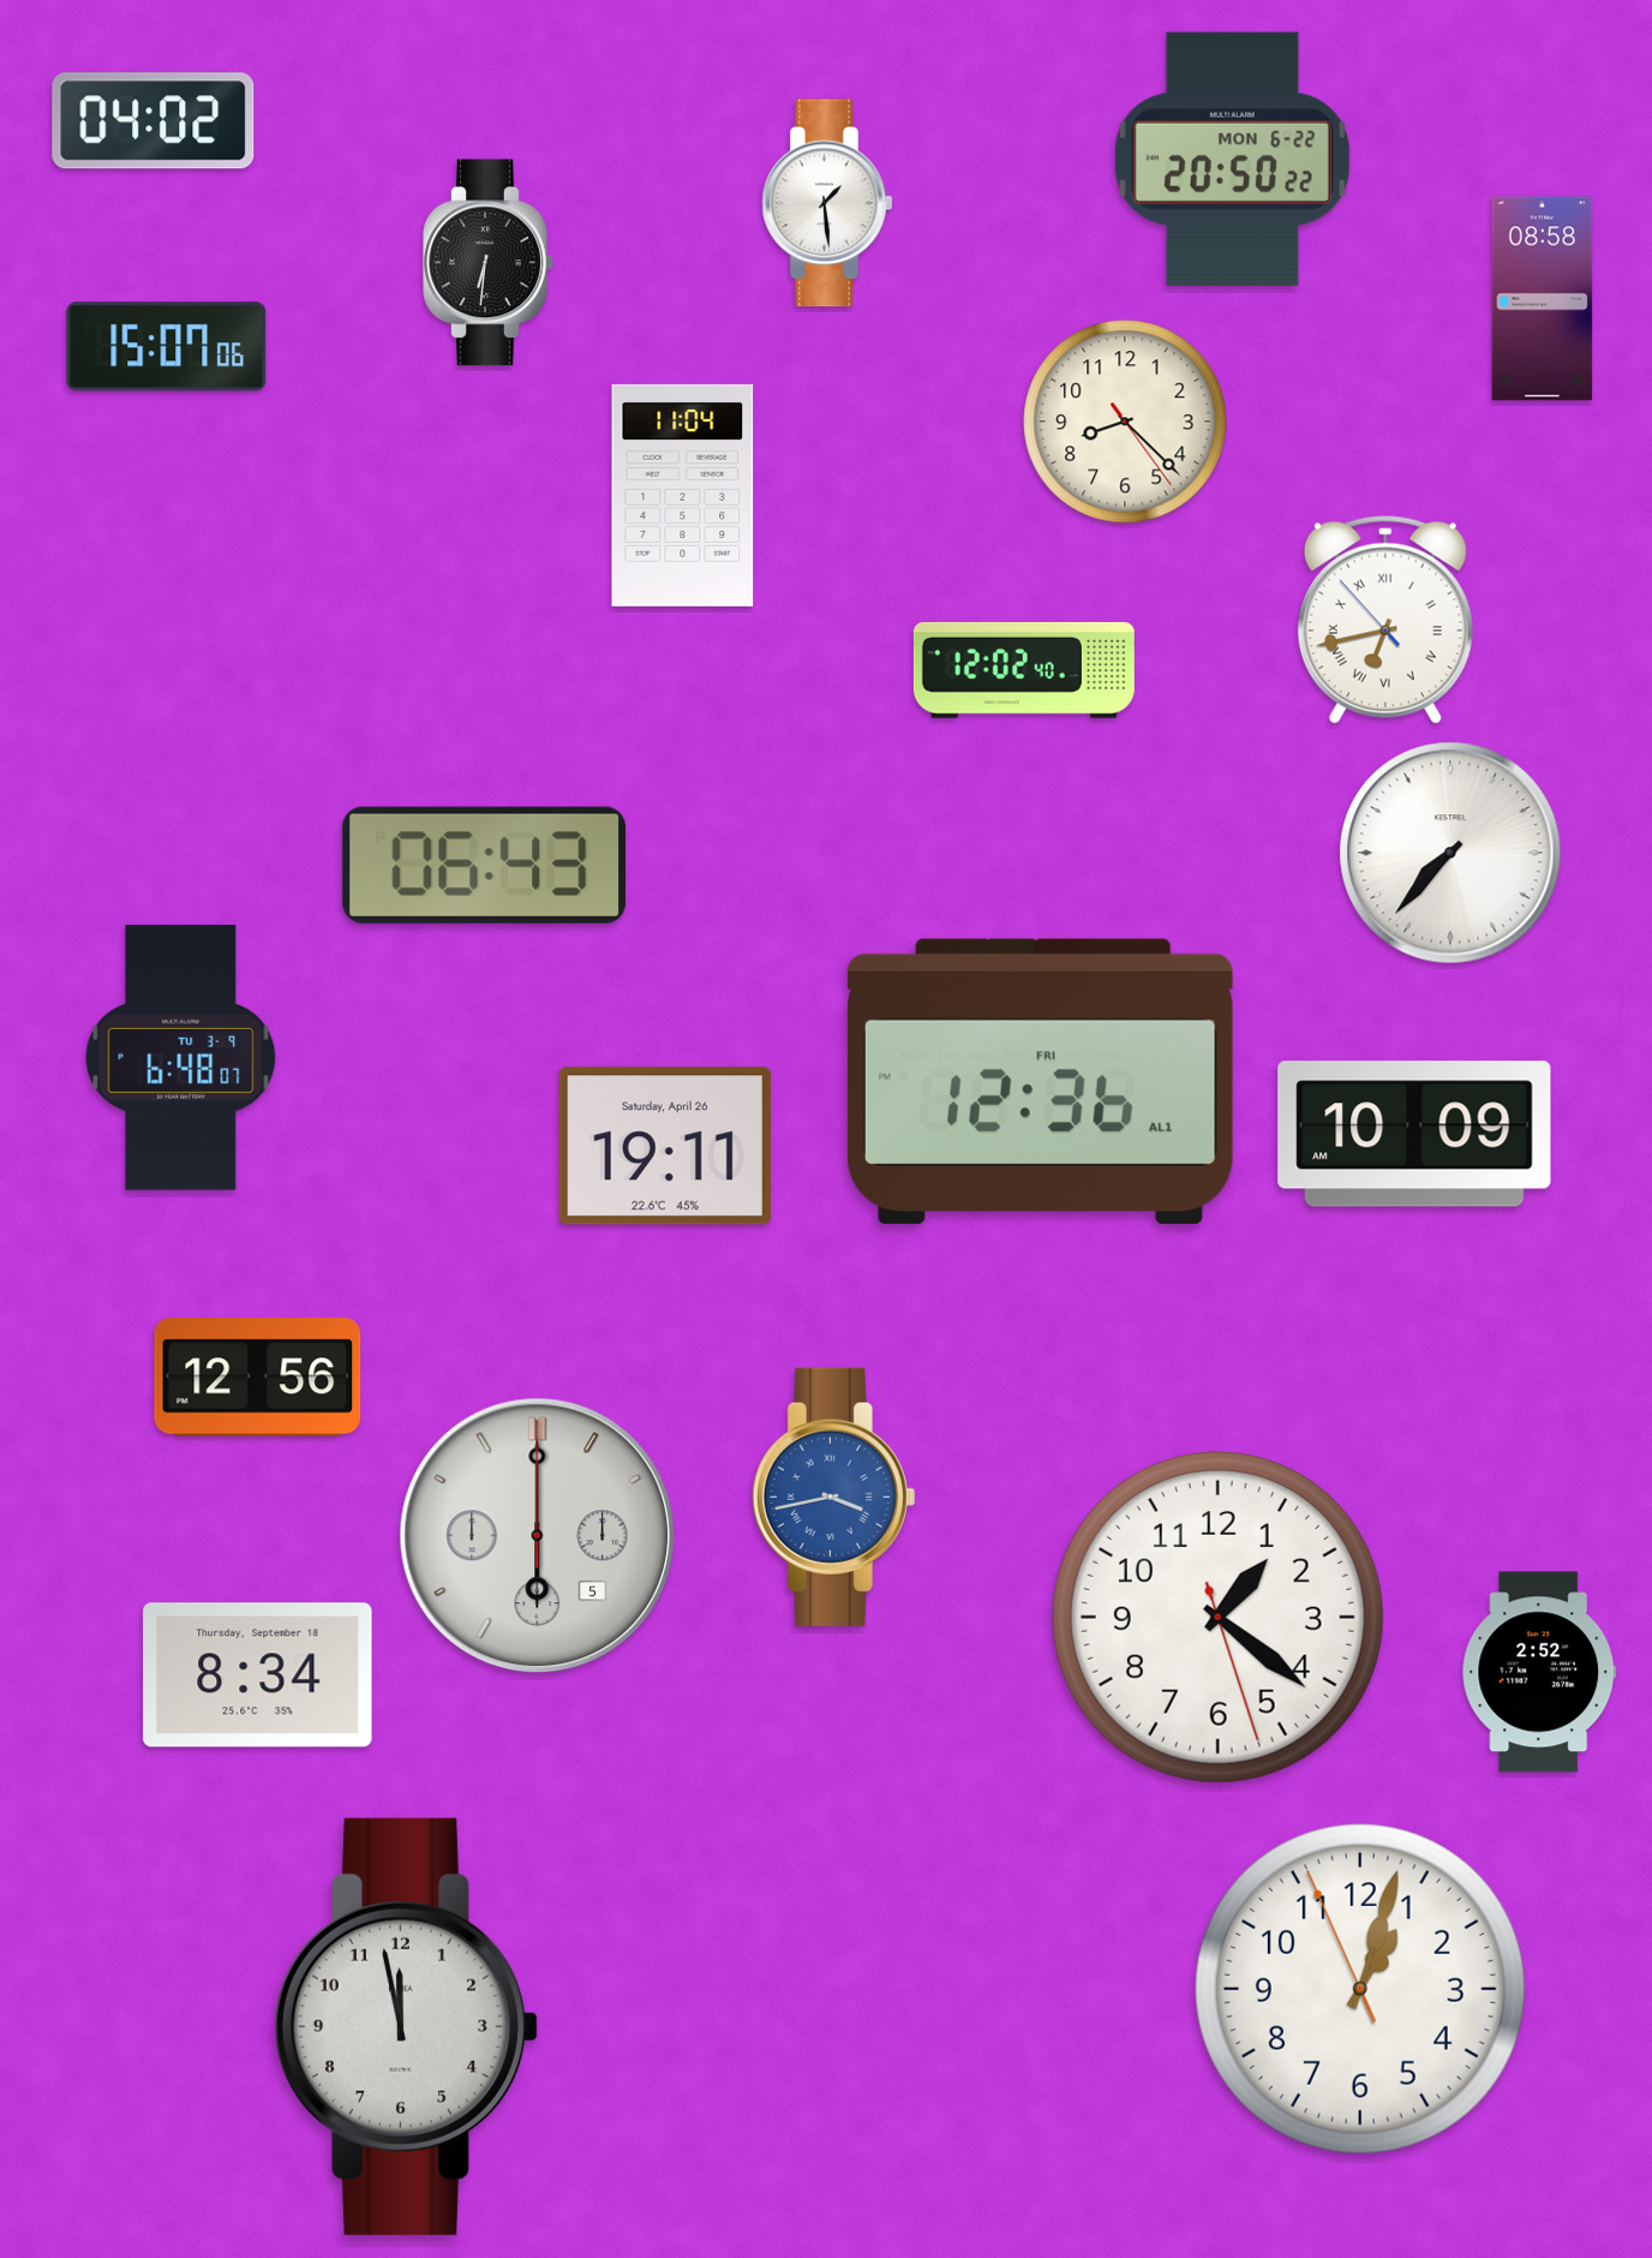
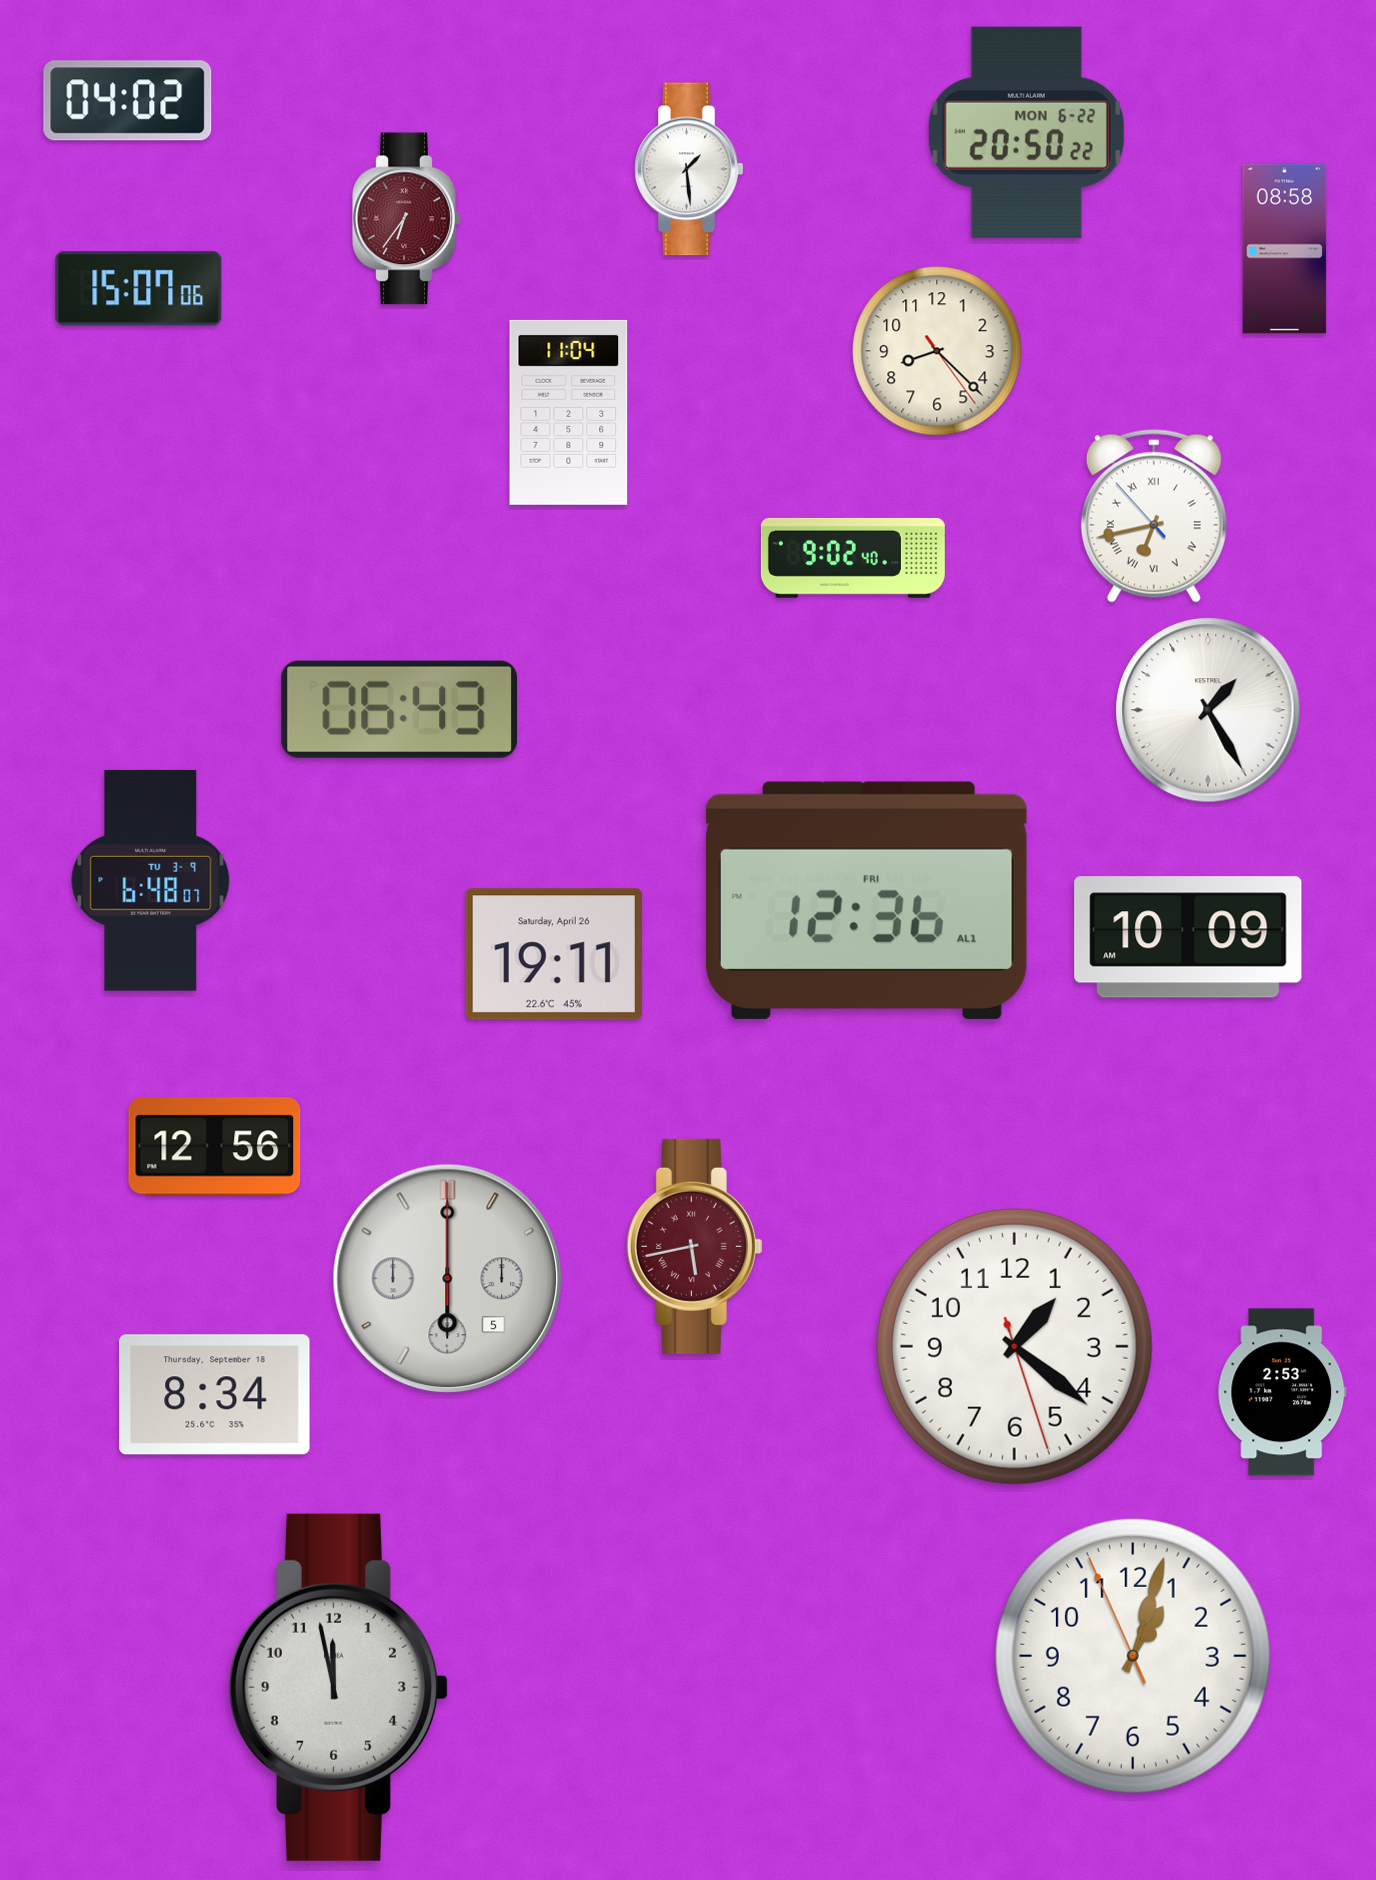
clock at (489, 263): 6:31 -> 6:36
clock at (489, 263) dial: black -> burgundy
clock at (1024, 670): 12:02 -> 9:02
clock at (1450, 853): 7:37 -> 1:25
clock at (484, 865) position: (484, 865) -> (399, 709)
clock at (1414, 1134) position: (1414, 1134) -> (1188, 937)
clock at (833, 1497): 3:43 -> 5:43
clock at (833, 1497) dial: blue -> burgundy
clock at (1539, 1672): 2:52 -> 2:53
